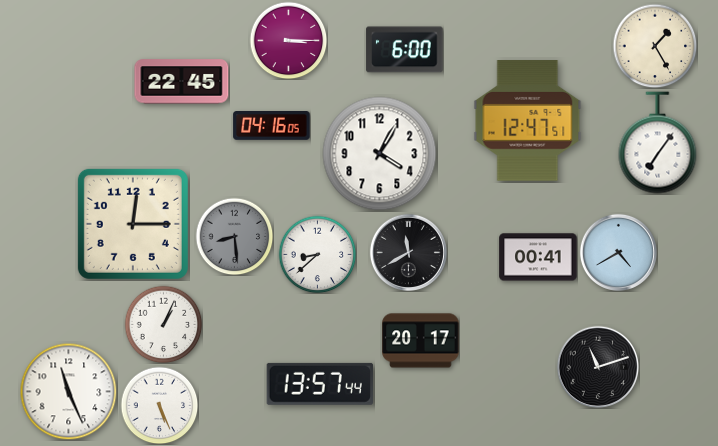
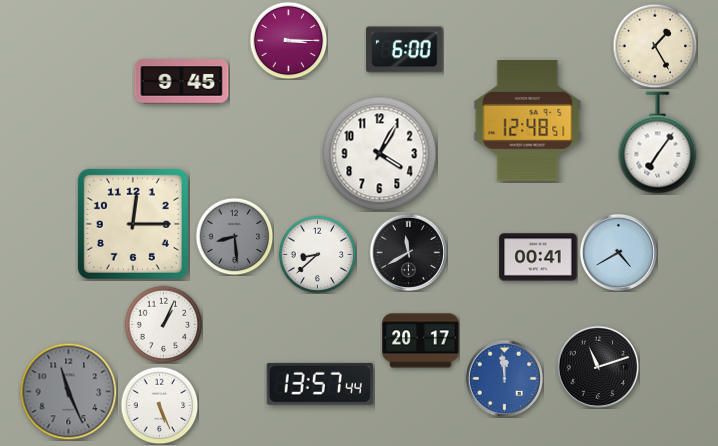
clock at (182, 82): 22:45 -> 9:45
clock at (528, 121): 12:47 -> 12:48
clock at (272, 126): 04:16 -> none
clock at (504, 378): none -> 11:59
clock at (68, 391) dial: white -> grey
